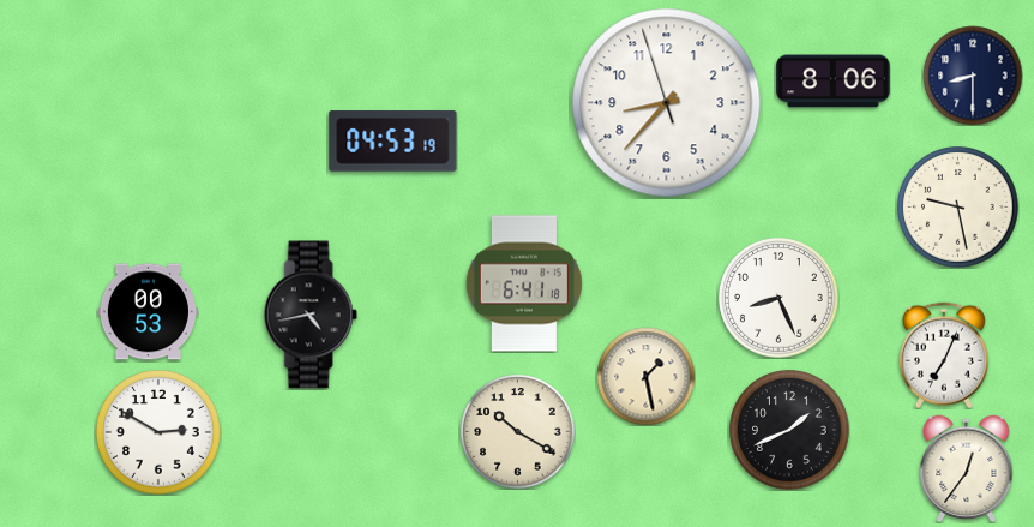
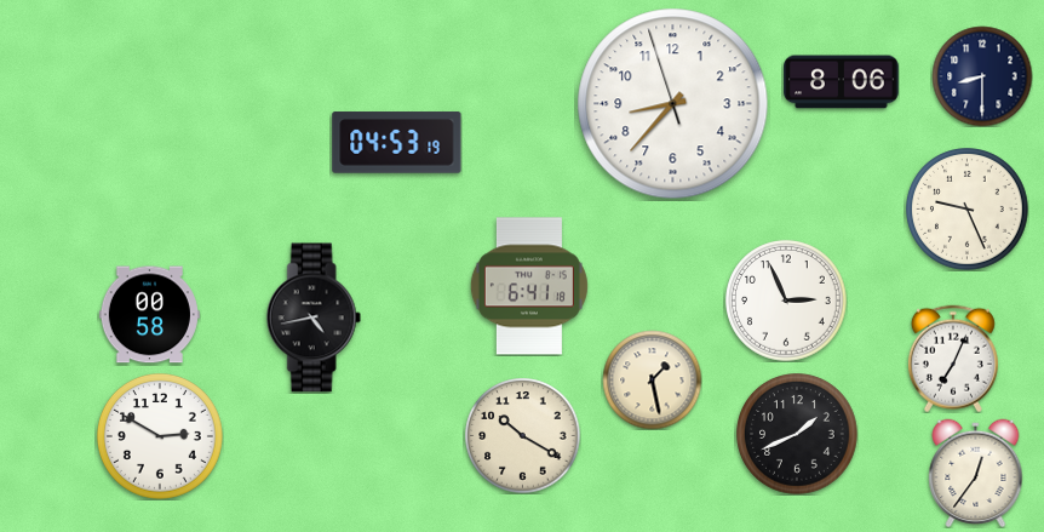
clock at (958, 208): 9:28 -> 9:26
clock at (778, 298): 8:26 -> 2:56
clock at (148, 312): 00:53 -> 00:58
